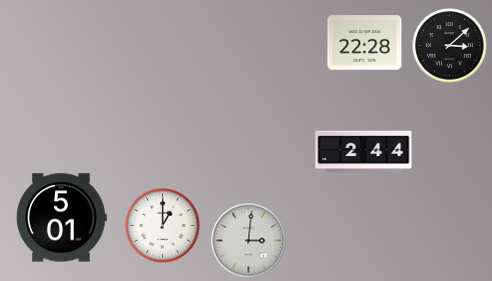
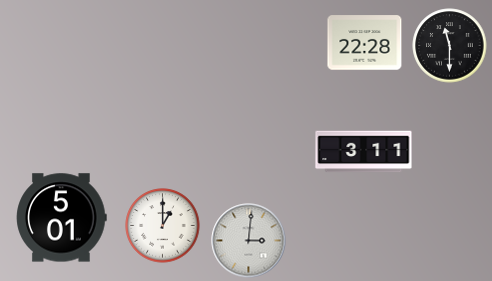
clock at (450, 46): 3:08 -> 11:30
clock at (364, 152): 2:44 -> 3:11
